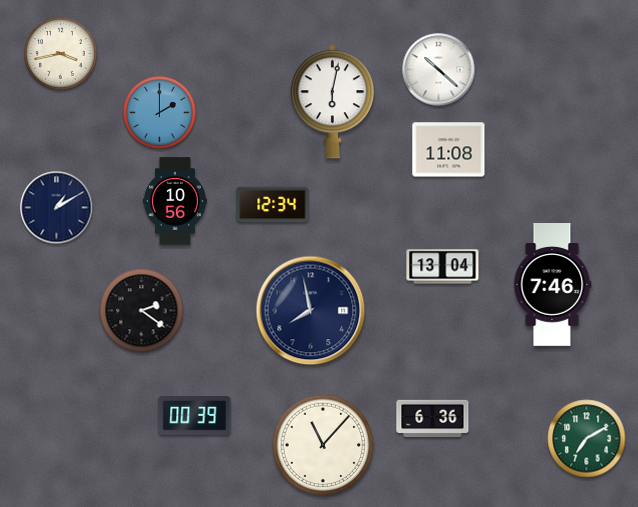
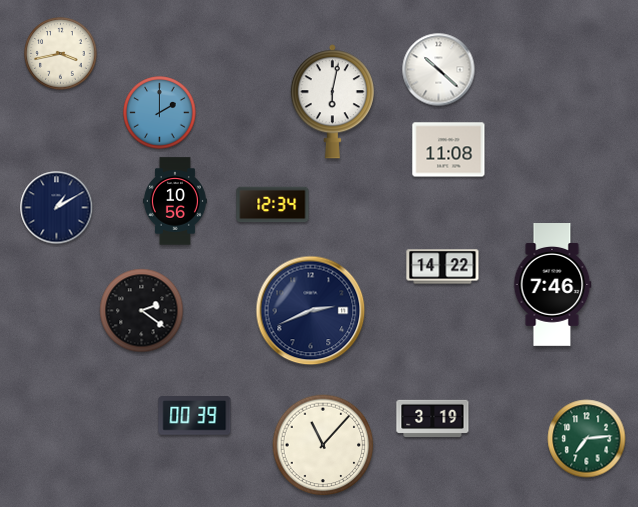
clock at (443, 267): 13:04 -> 14:22
clock at (311, 311): 7:58 -> 2:41
clock at (433, 418): 6:36 -> 3:19
clock at (587, 439): 7:10 -> 7:14
